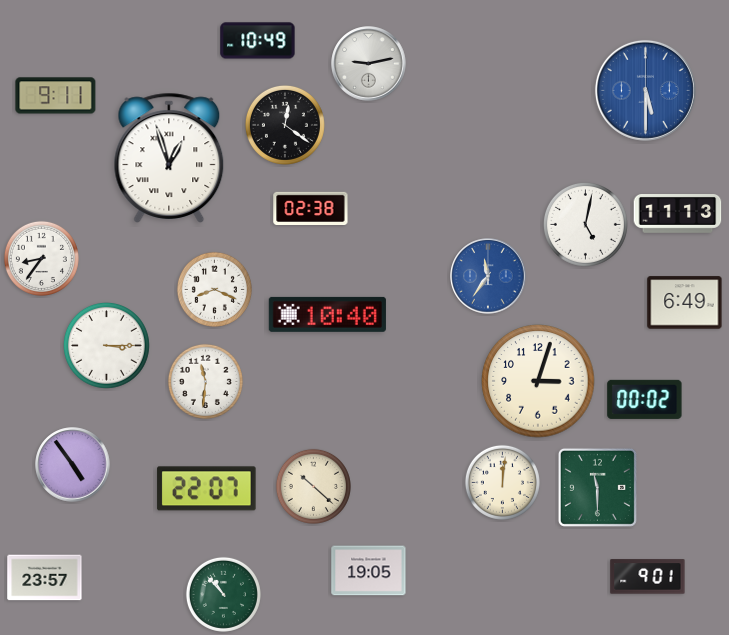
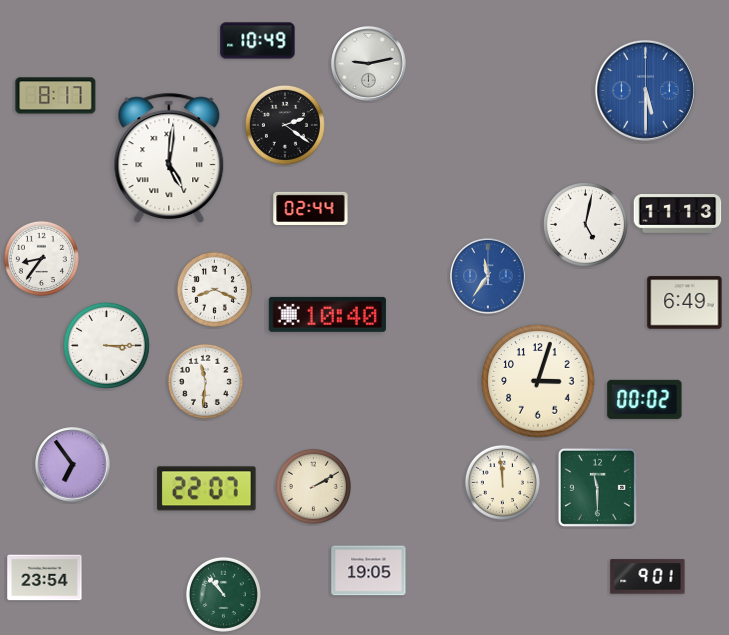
clock at (56, 96): 9:11 -> 8:17
clock at (285, 125): 12:21 -> 2:21
clock at (169, 158): 12:57 -> 5:01
clock at (311, 208): 02:38 -> 02:44
clock at (73, 465): 4:54 -> 6:54
clock at (502, 482): 12:01 -> 11:59
clock at (313, 486): 10:22 -> 2:10
clock at (45, 578): 23:57 -> 23:54
